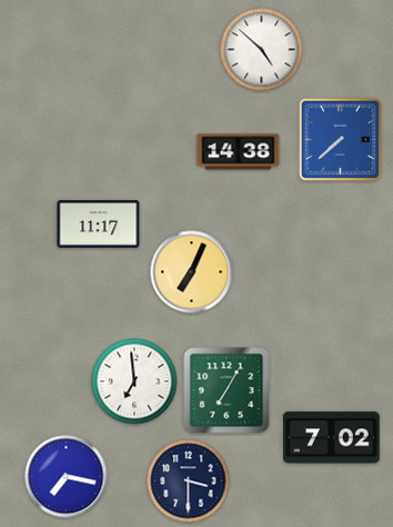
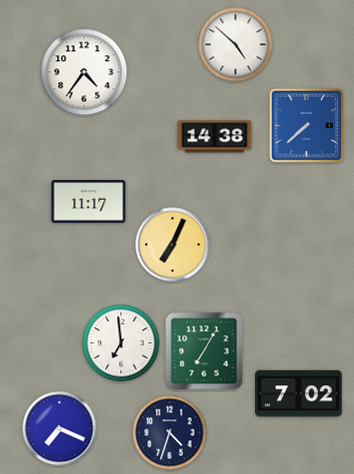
clock at (84, 72): none -> 4:36
clock at (67, 477): 7:17 -> 7:19
clock at (189, 481): 3:30 -> 4:33
